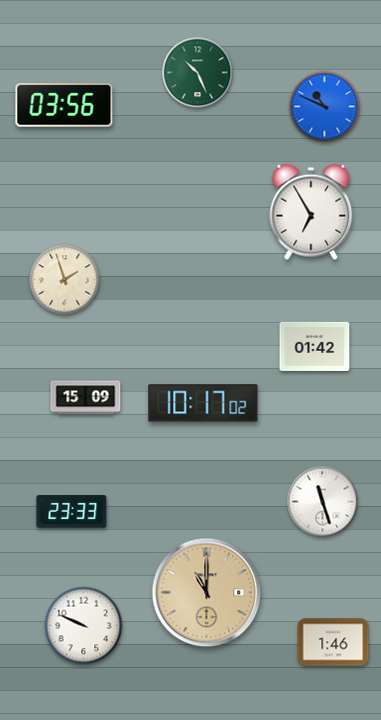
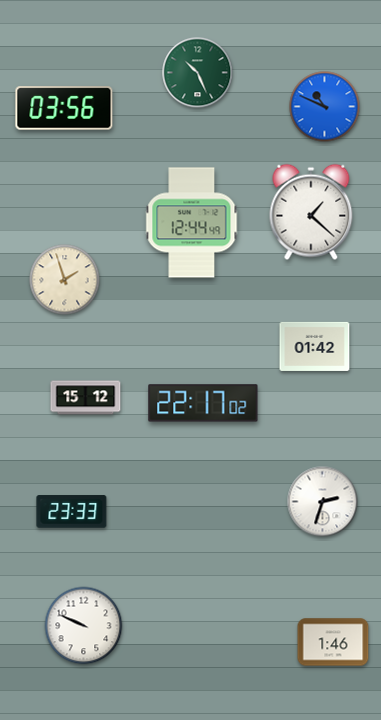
clock at (64, 105) position: (64, 105) -> (64, 108)
clock at (311, 212): 6:55 -> 1:22
clock at (192, 223): none -> 12:44
clock at (86, 398): 15:09 -> 15:12
clock at (203, 403): 10:17 -> 22:17
clock at (323, 502): 11:27 -> 2:33
clock at (207, 593): 11:00 -> none
